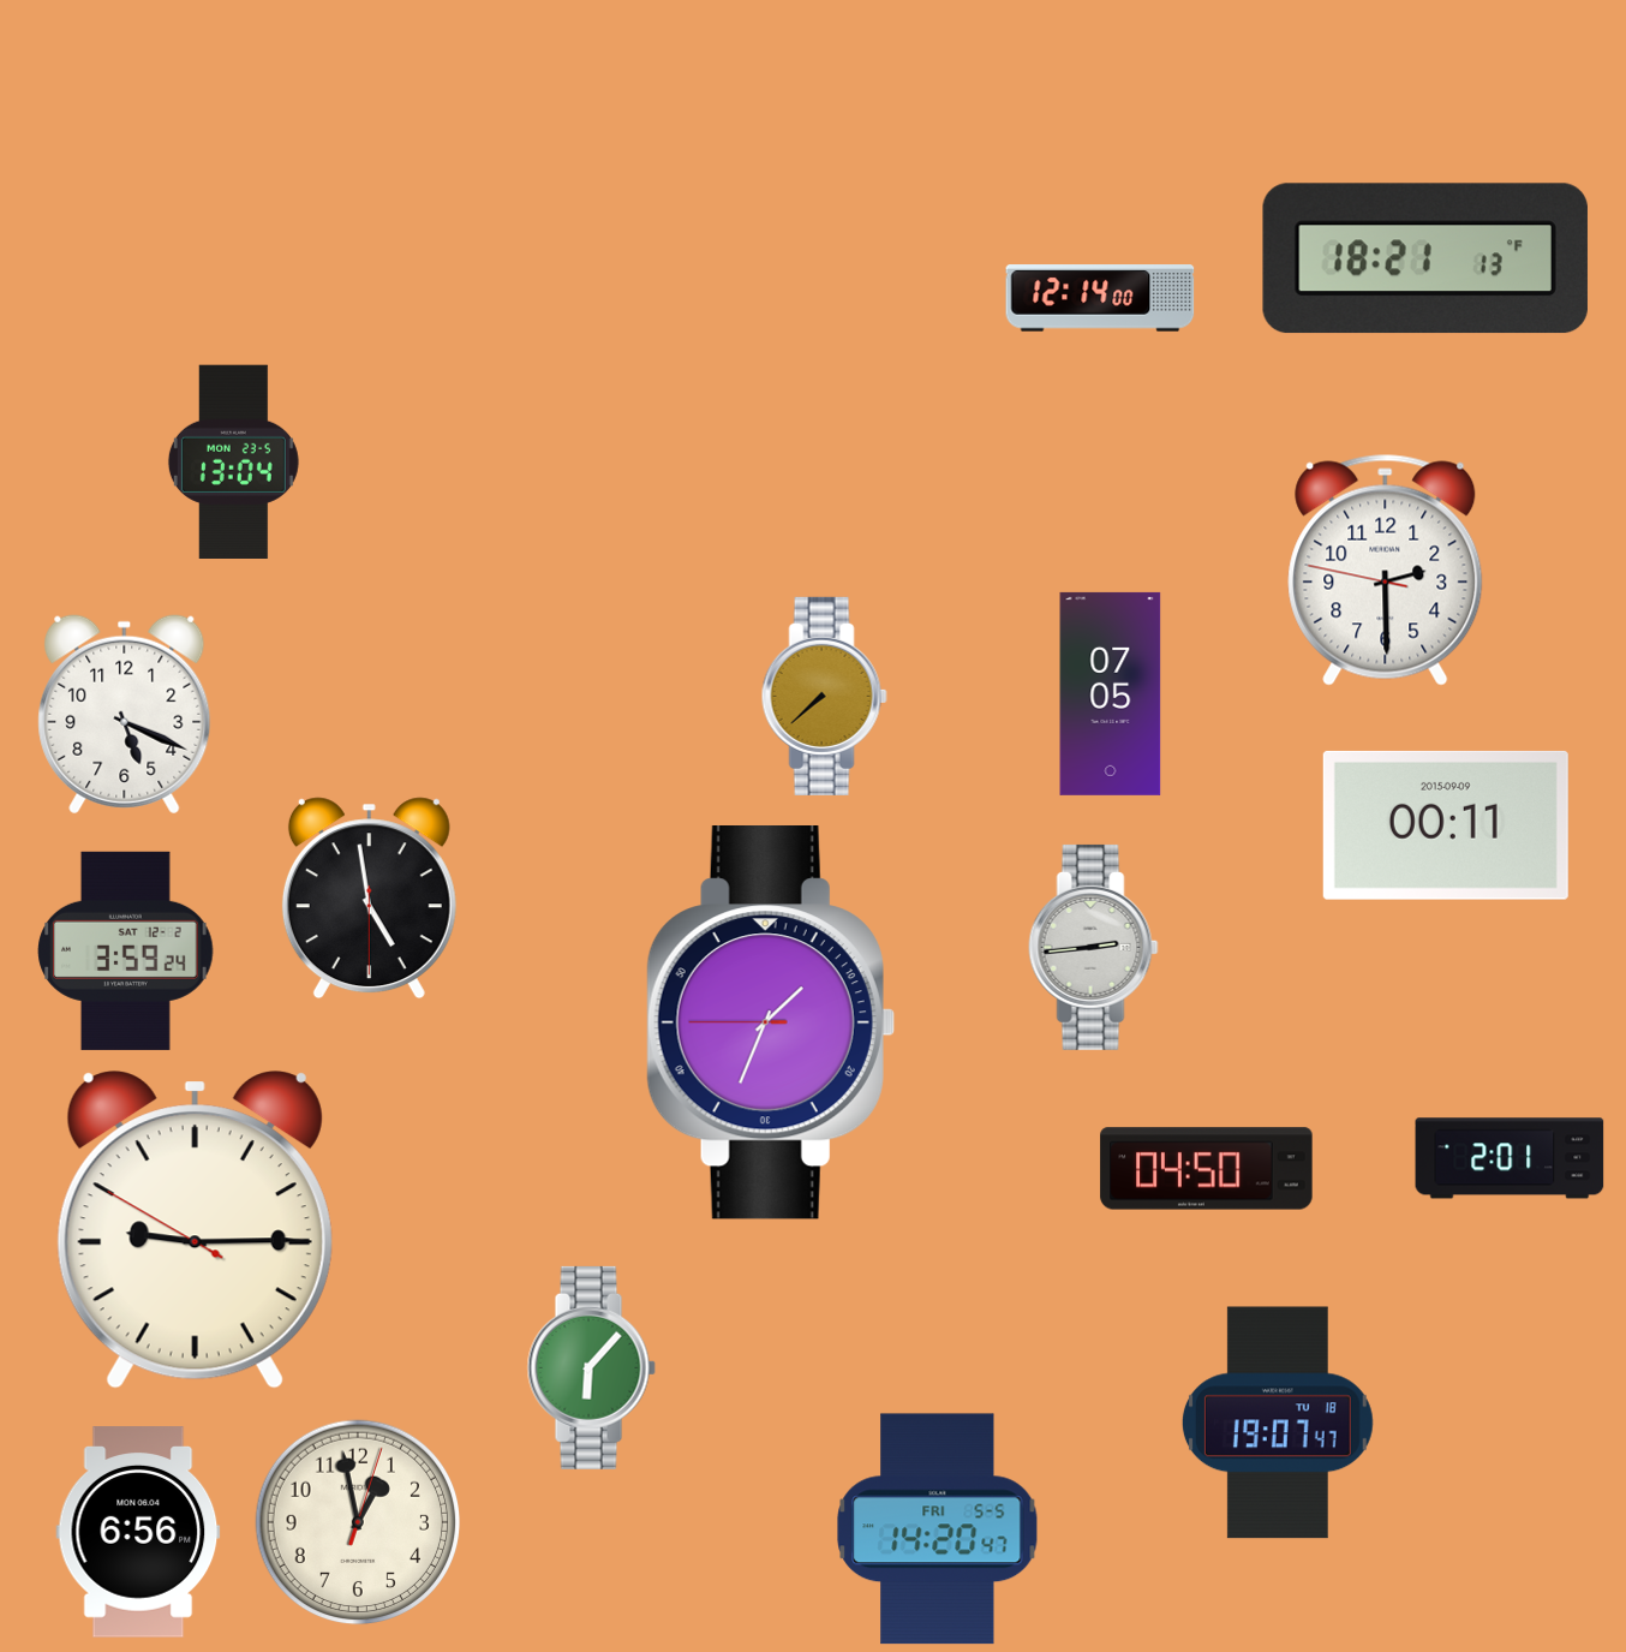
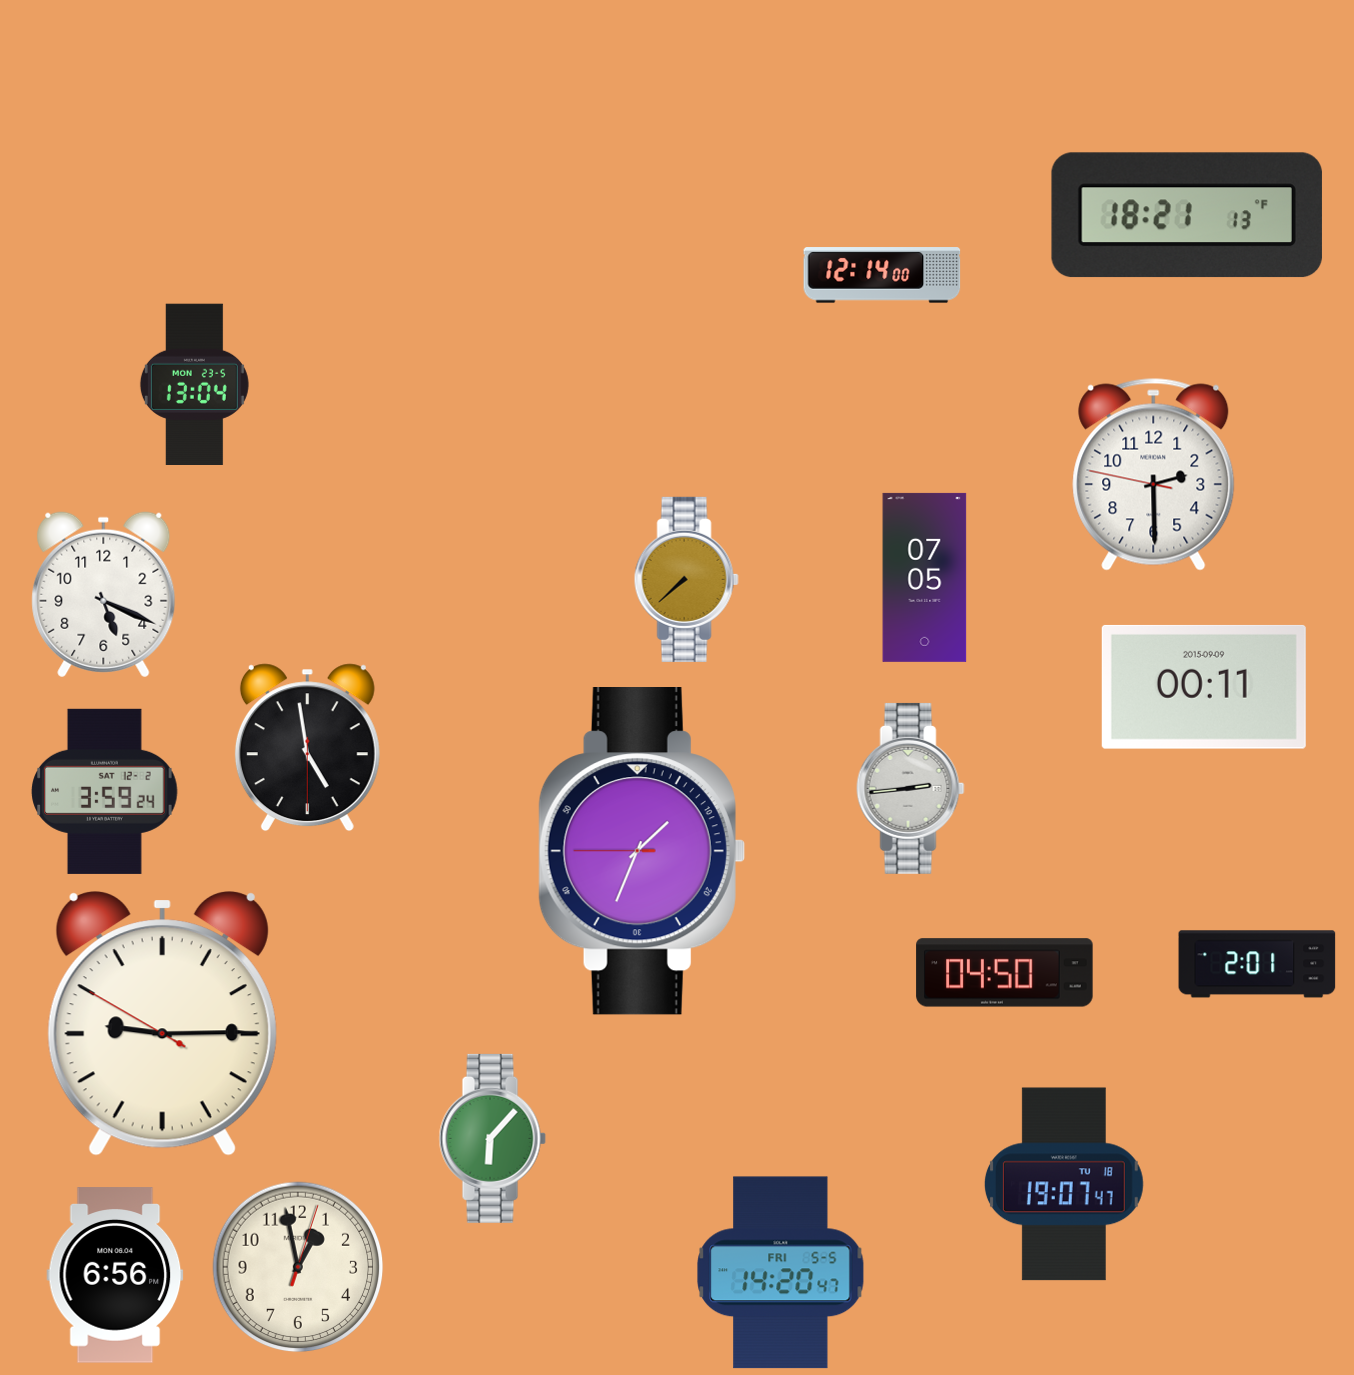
clock at (1100, 298) position: (1100, 298) -> (882, 275)
